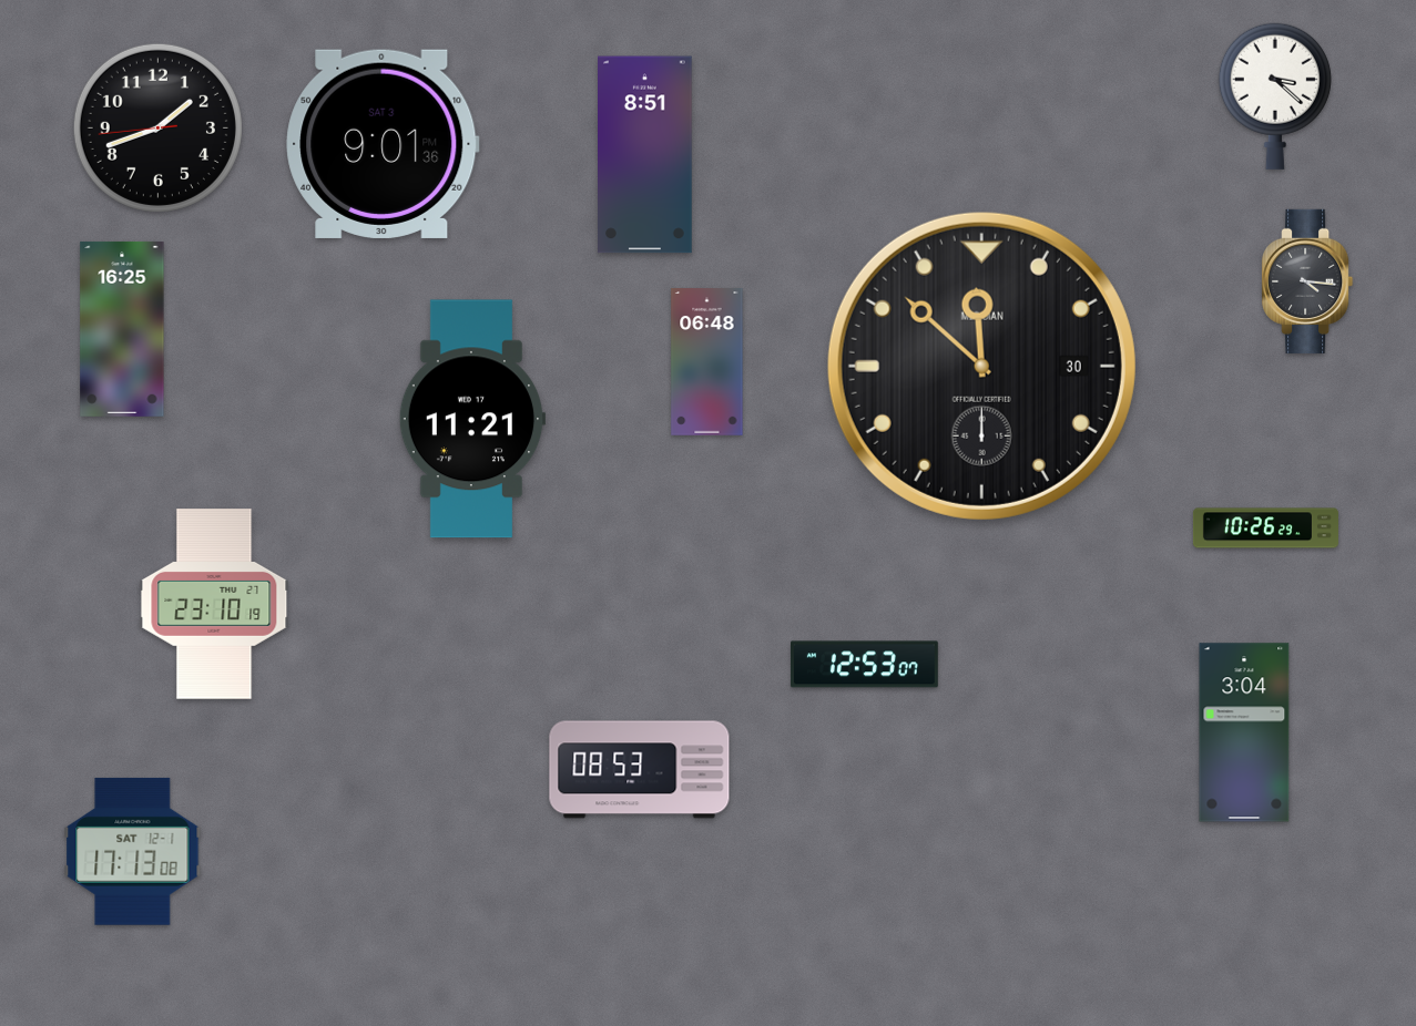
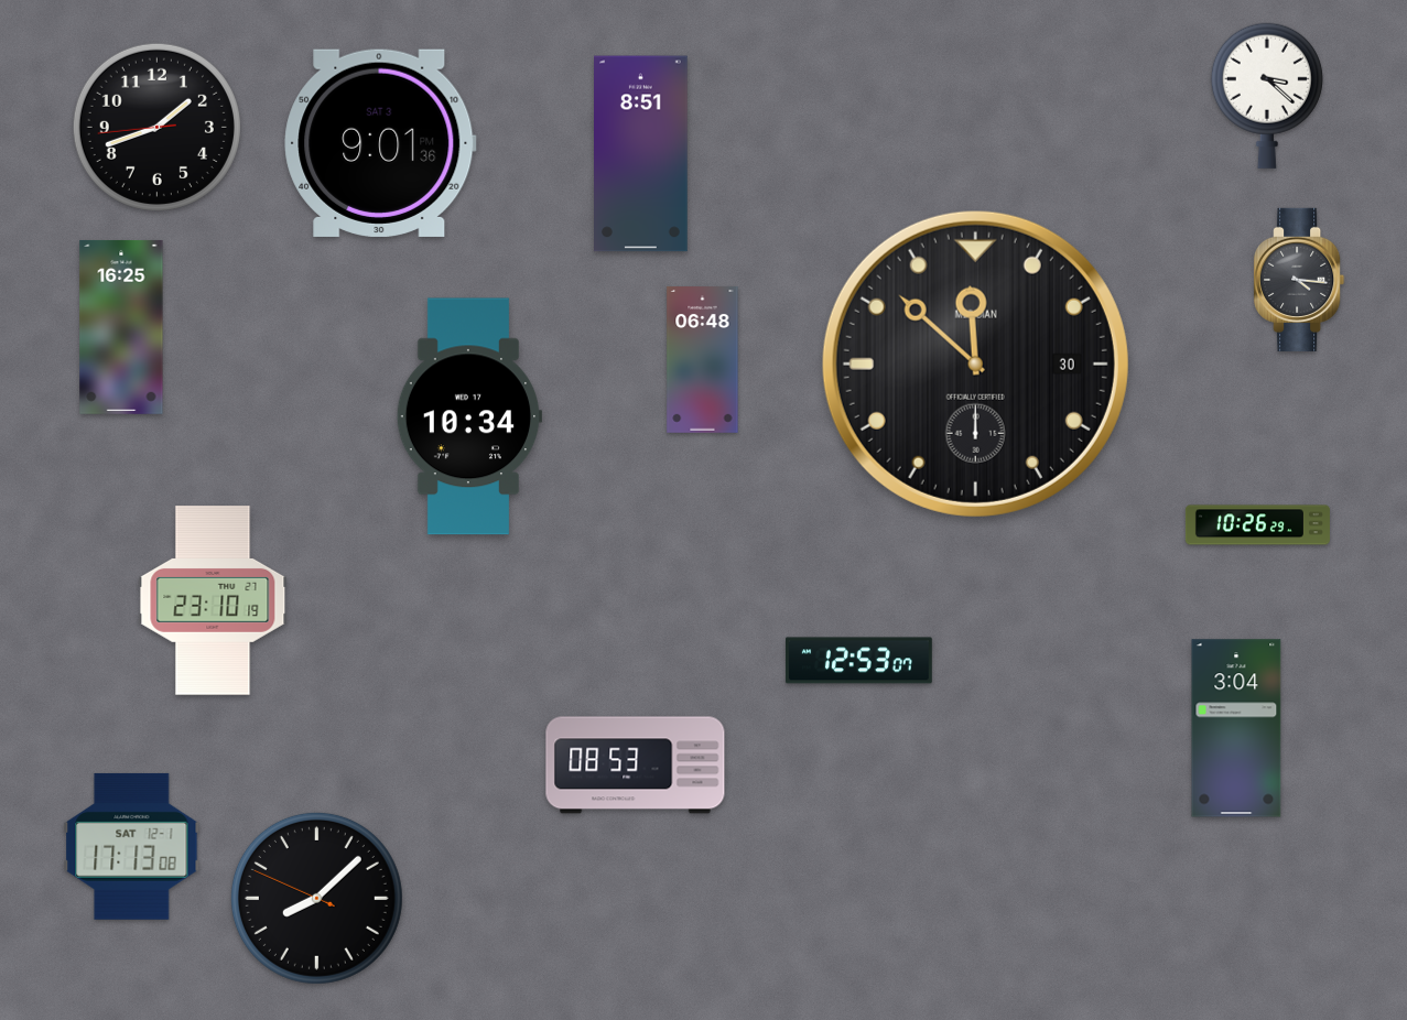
clock at (472, 419): 11:21 -> 10:34
clock at (316, 898): none -> 8:07
